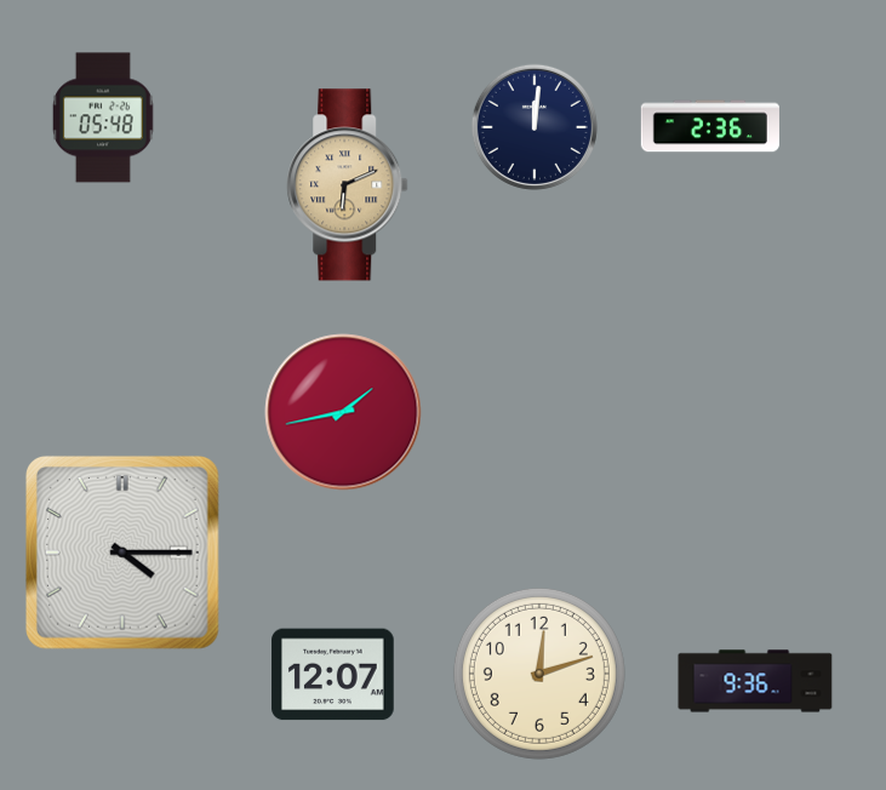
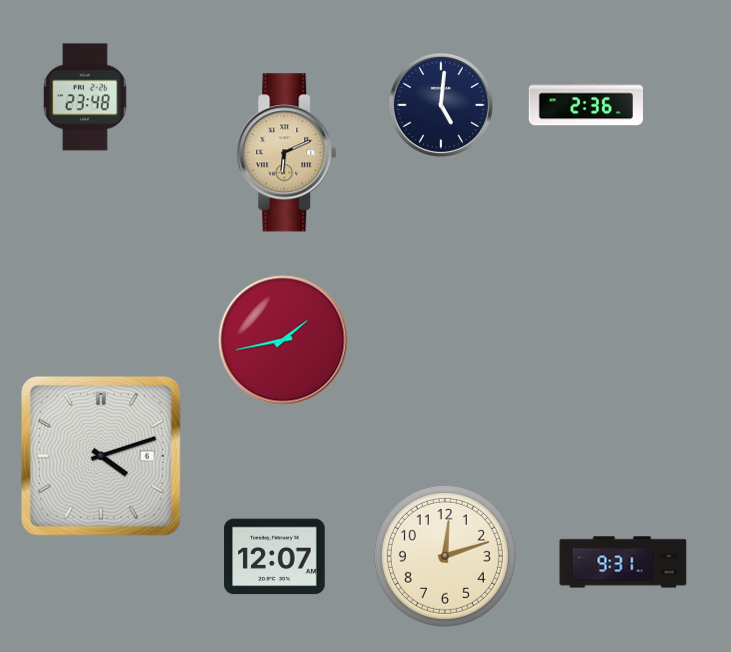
clock at (104, 118): 05:48 -> 23:48
clock at (535, 127): 12:01 -> 5:01
clock at (122, 553): 4:15 -> 4:12
clock at (755, 681): 9:36 -> 9:31
